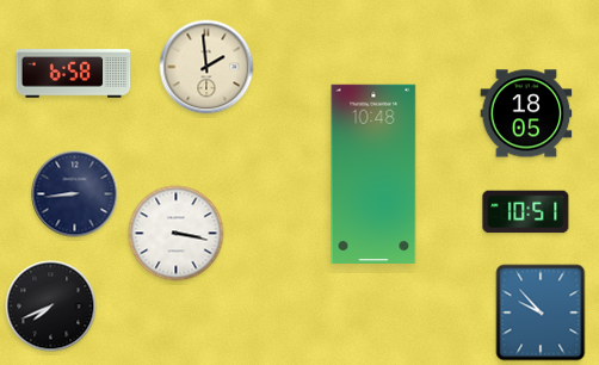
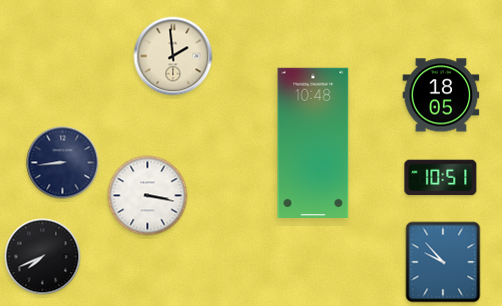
clock at (74, 74): 6:58 -> none
clock at (373, 174) position: (373, 174) -> (313, 143)
clock at (541, 313) position: (541, 313) -> (443, 262)
